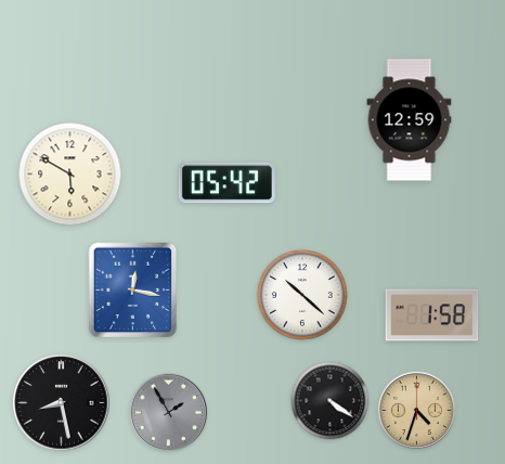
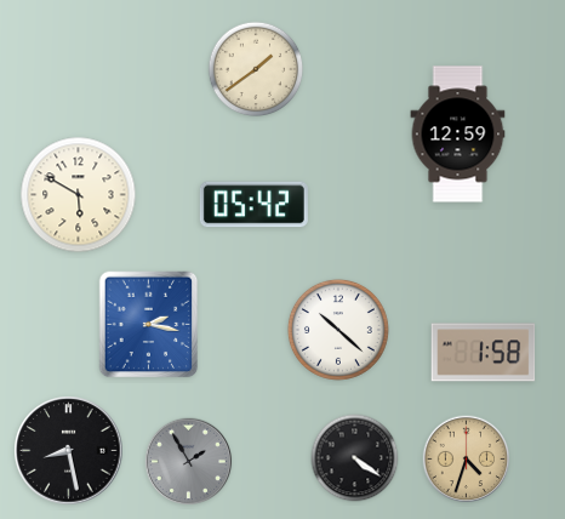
clock at (256, 69): none -> 1:39
clock at (133, 291): 12:17 -> 2:17
clock at (331, 401) position: (331, 401) -> (355, 458)
